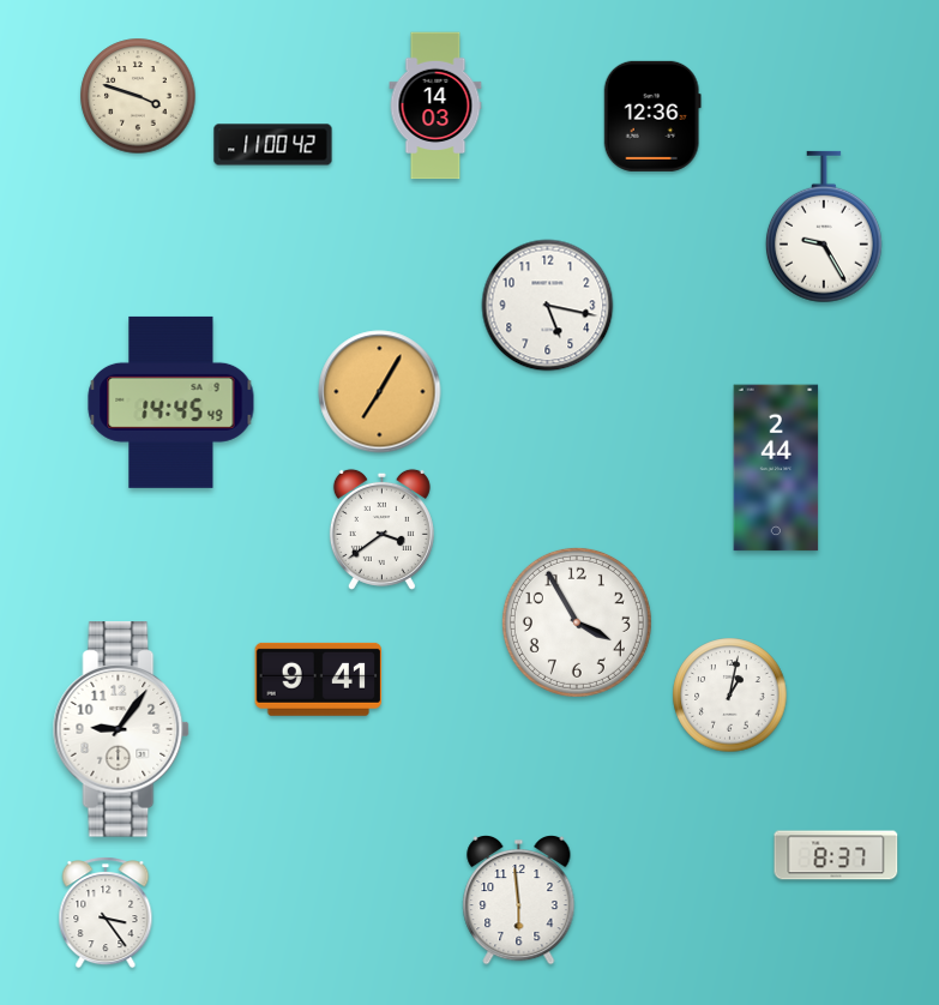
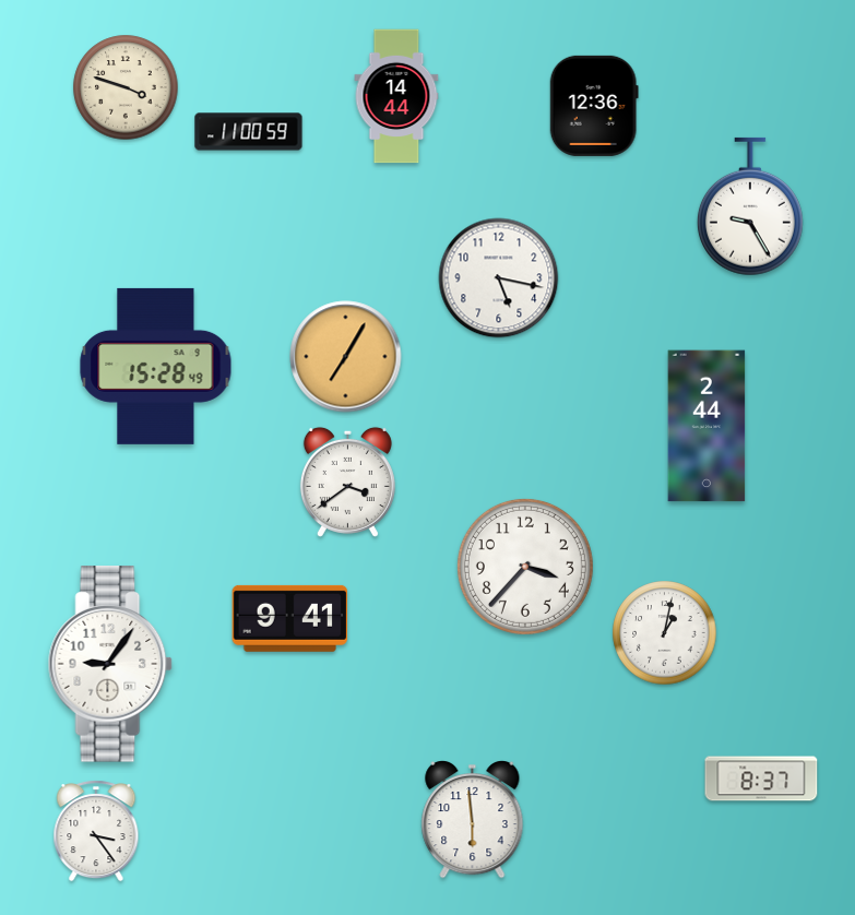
clock at (435, 106): 14:03 -> 14:44
clock at (273, 145): 11:00:42 -> 11:00:59
clock at (171, 402): 14:45 -> 15:28
clock at (577, 622): 3:55 -> 3:37
